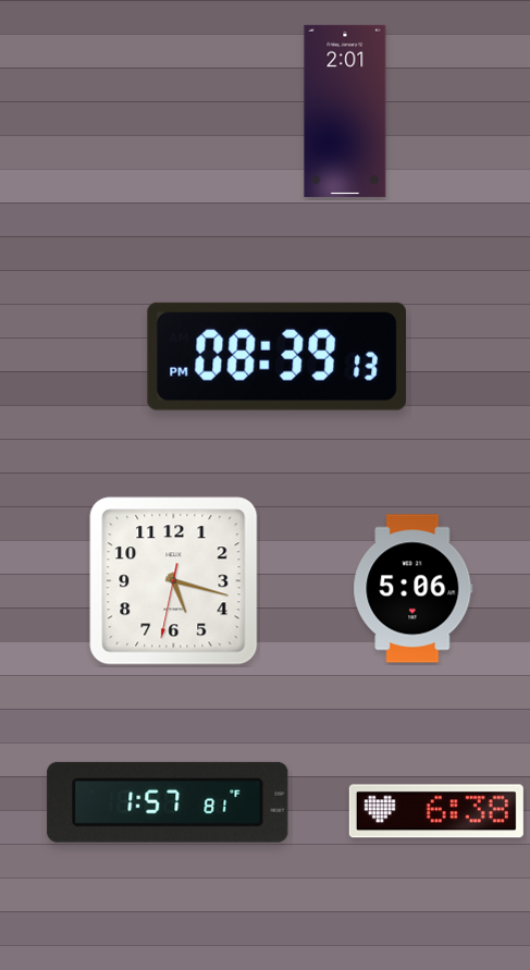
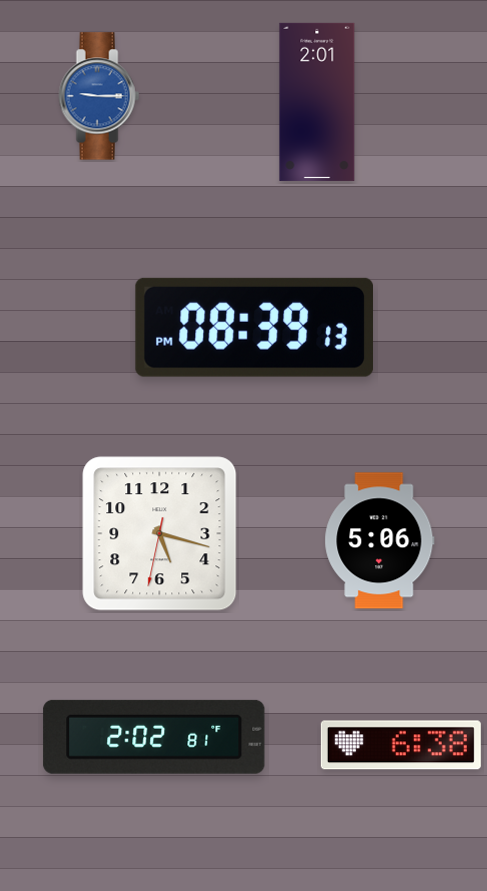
clock at (99, 96): none -> 9:15
clock at (168, 802): 1:57 -> 2:02
